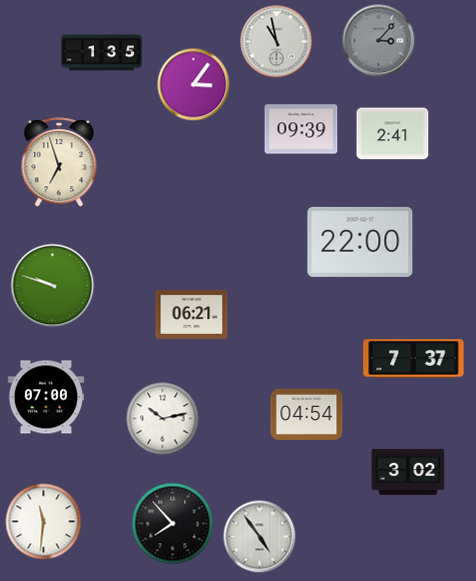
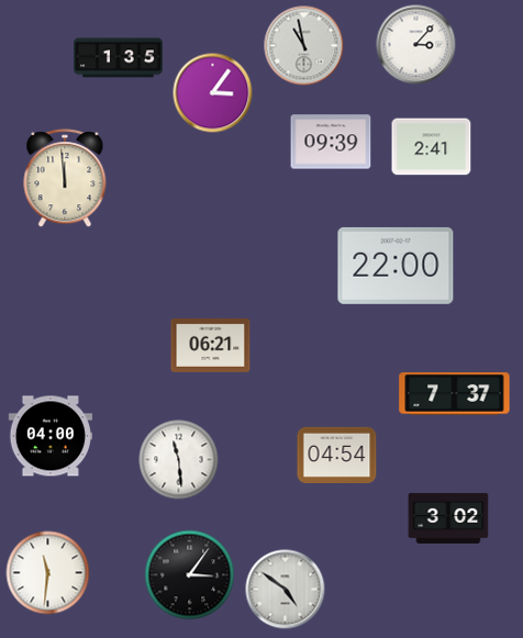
clock at (379, 41) dial: grey -> white
clock at (102, 53) position: (102, 53) -> (119, 58)
clock at (59, 163): 6:57 -> 11:59
clock at (53, 286): 9:48 -> none
clock at (46, 397): 07:00 -> 04:00
clock at (163, 419): 10:13 -> 11:29
clock at (173, 524): 7:53 -> 3:06
clock at (260, 537): 4:54 -> 4:51
